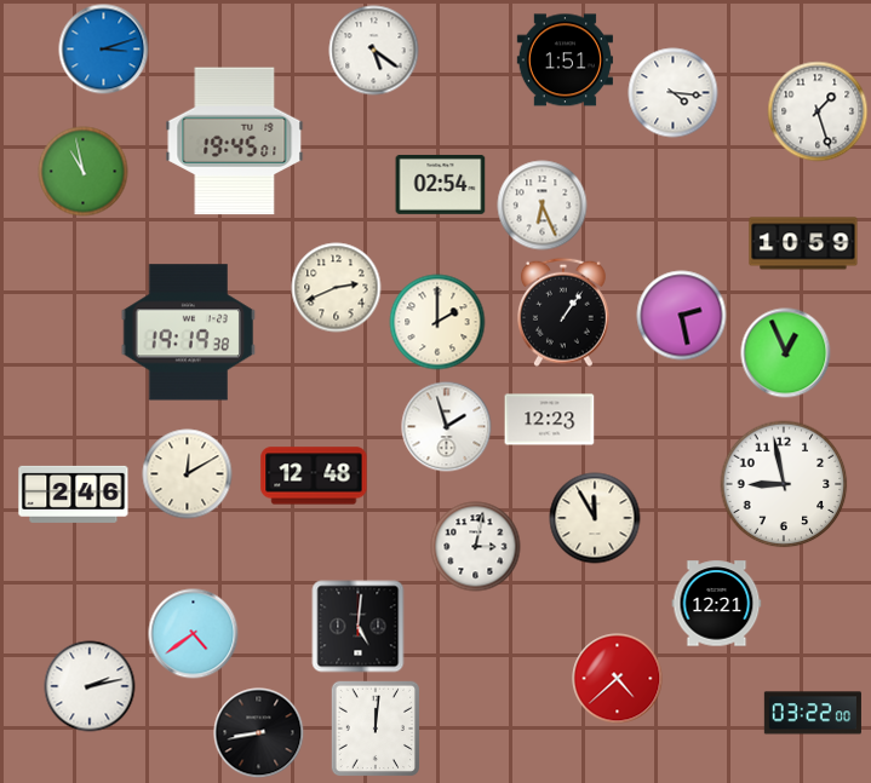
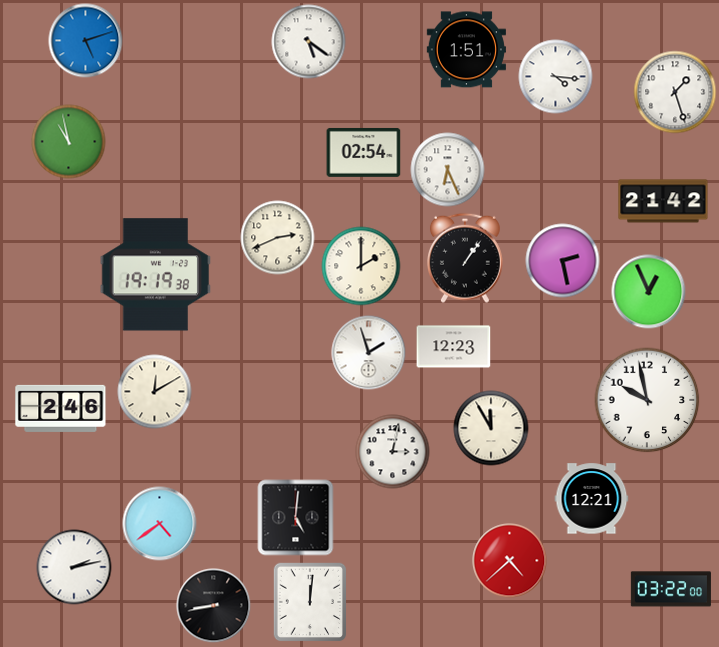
clock at (104, 50): 3:12 -> 5:12
clock at (235, 142): 19:45 -> none
clock at (803, 243): 10:59 -> 21:42
clock at (314, 476): 12:48 -> none
clock at (784, 484): 8:58 -> 9:58
